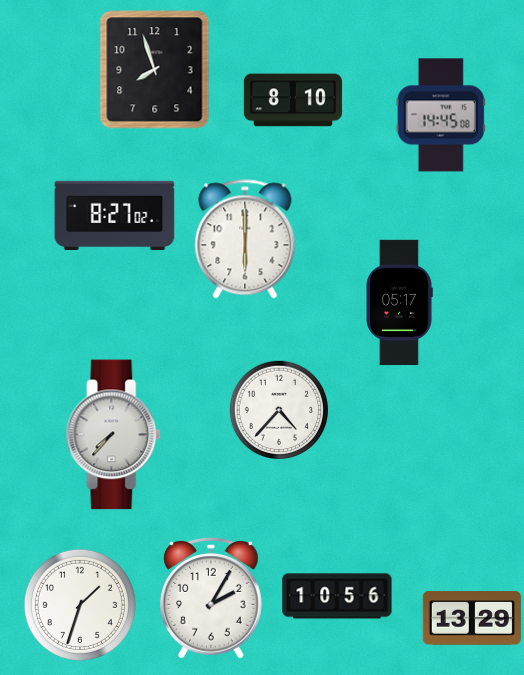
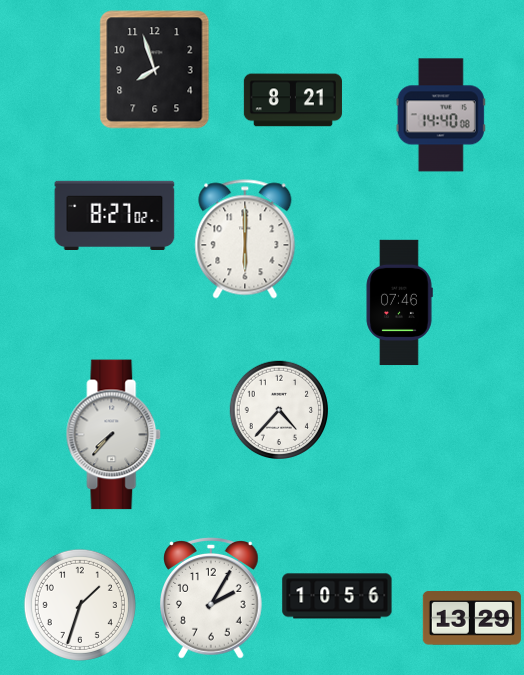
clock at (293, 100): 8:10 -> 8:21
clock at (441, 115): 14:45 -> 14:40
clock at (399, 303): 05:17 -> 07:46
